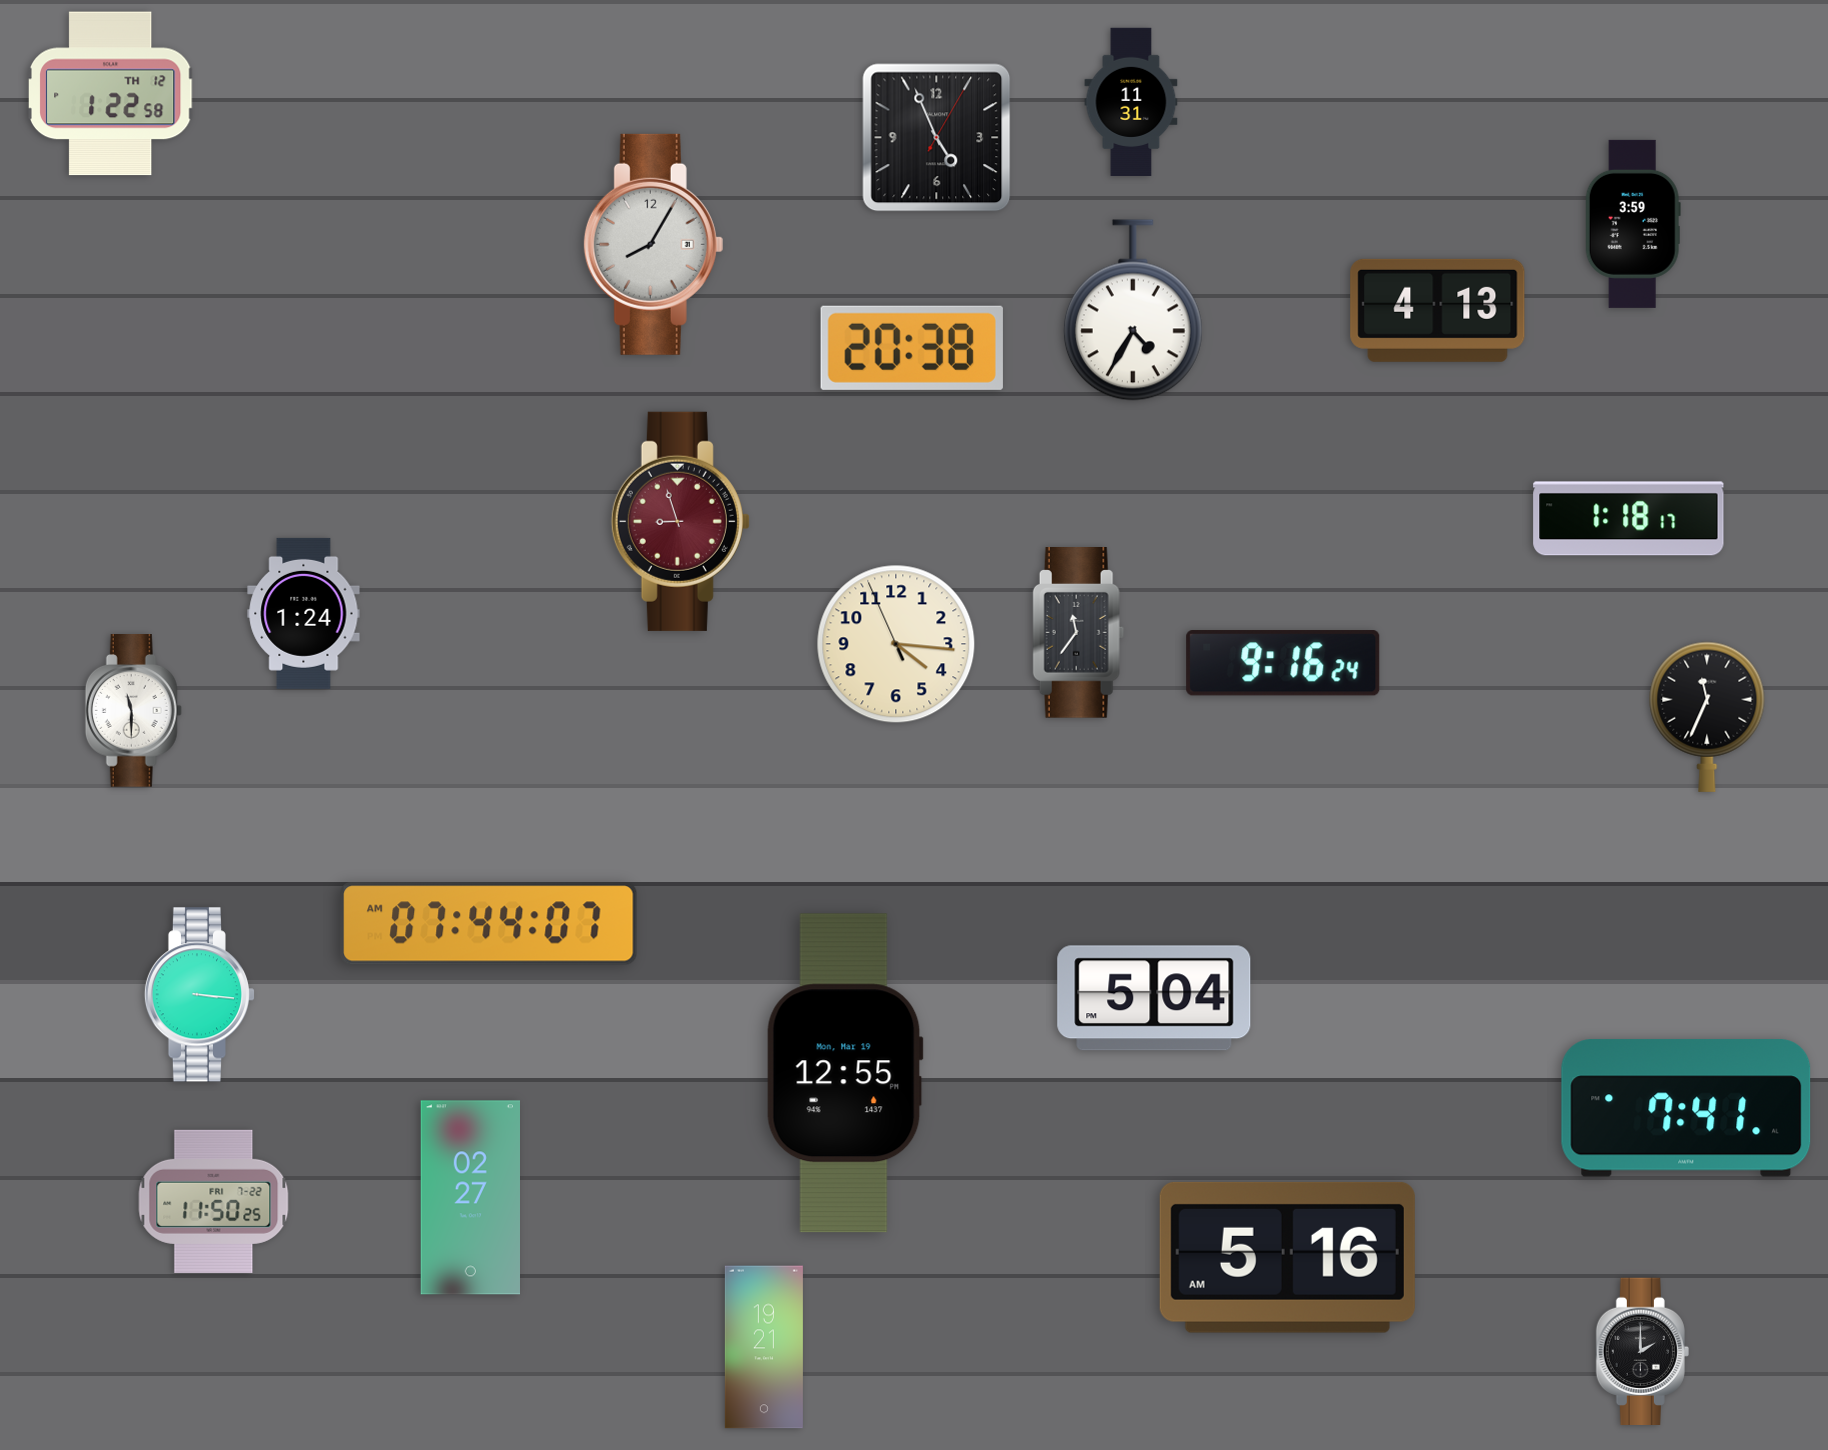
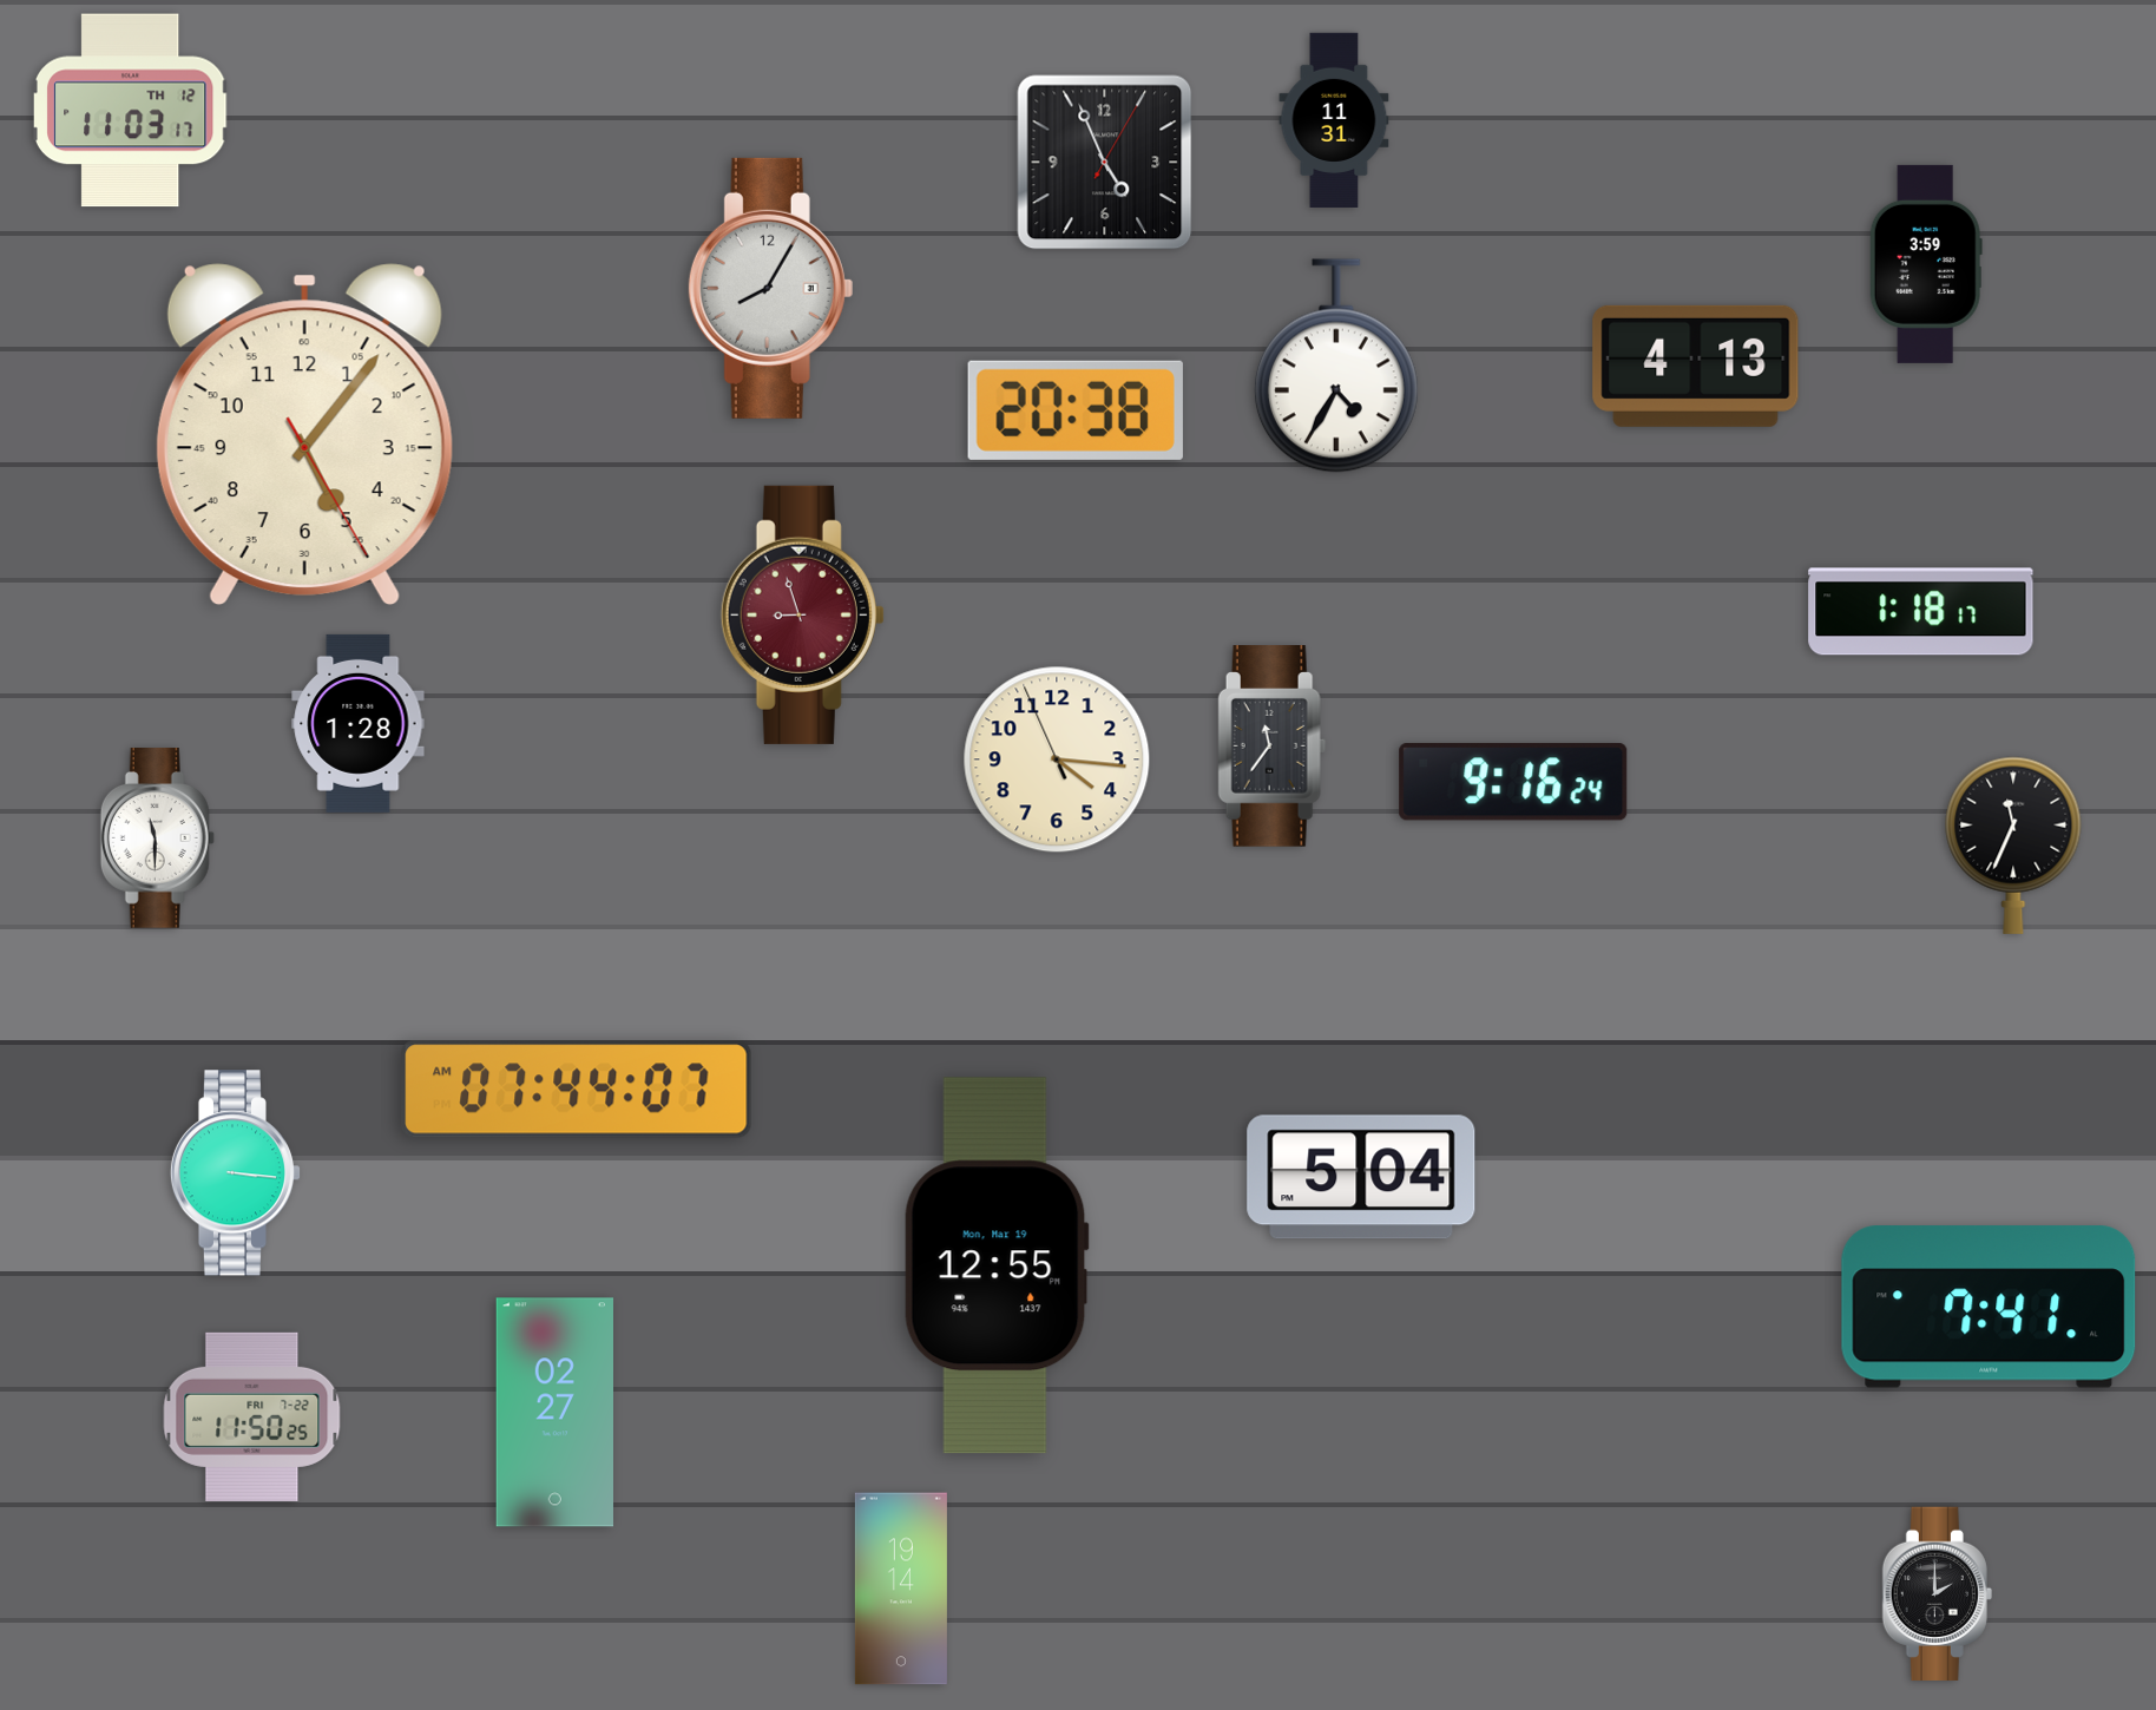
clock at (110, 94): 1:22 -> 11:03
clock at (304, 435): none -> 5:06
clock at (304, 613): 1:24 -> 1:28
clock at (1287, 1257): 5:16 -> none
clock at (764, 1347): 19:21 -> 19:14
